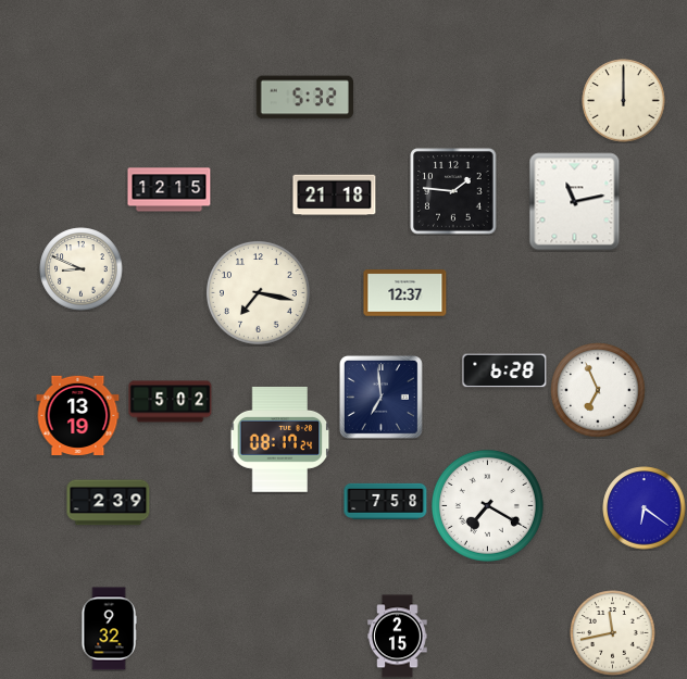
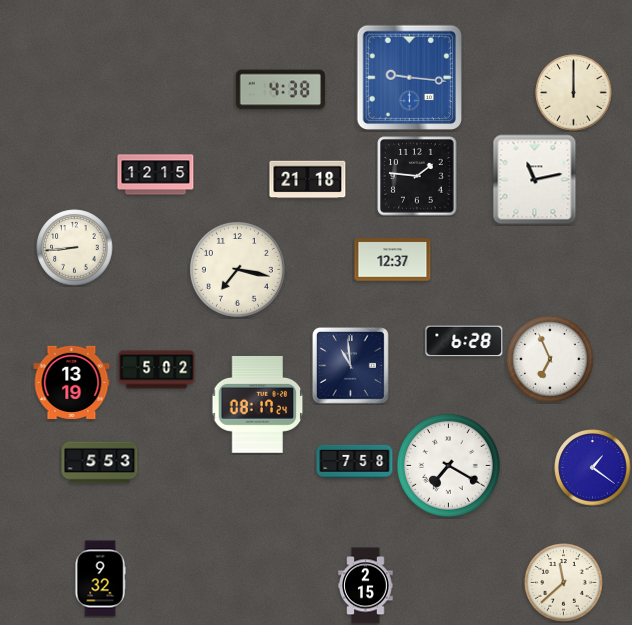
clock at (410, 78): none -> 9:16
clock at (304, 98): 5:32 -> 4:38
clock at (575, 202) position: (575, 202) -> (535, 180)
clock at (82, 269): 8:49 -> 8:44
clock at (405, 293) position: (405, 293) -> (393, 260)
clock at (380, 397): 6:59 -> 10:59
clock at (109, 503): 2:39 -> 5:53
clock at (645, 508): 6:21 -> 1:21
clock at (613, 633): 11:43 -> 11:38
